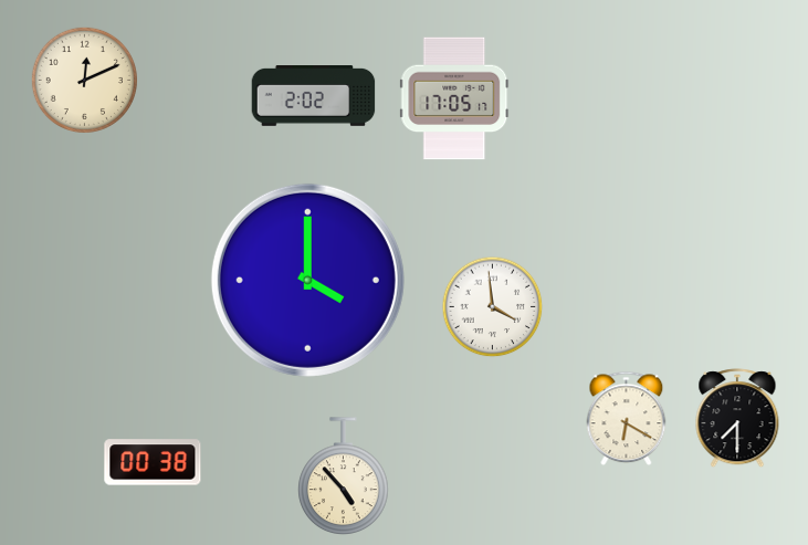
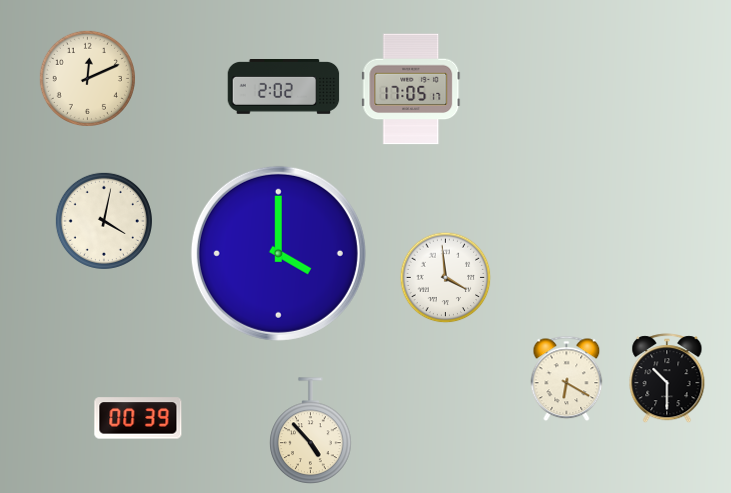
clock at (84, 80) position: (84, 80) -> (87, 78)
clock at (104, 221): none -> 4:02
clock at (737, 419): 7:30 -> 10:30
clock at (153, 462): 00:38 -> 00:39
